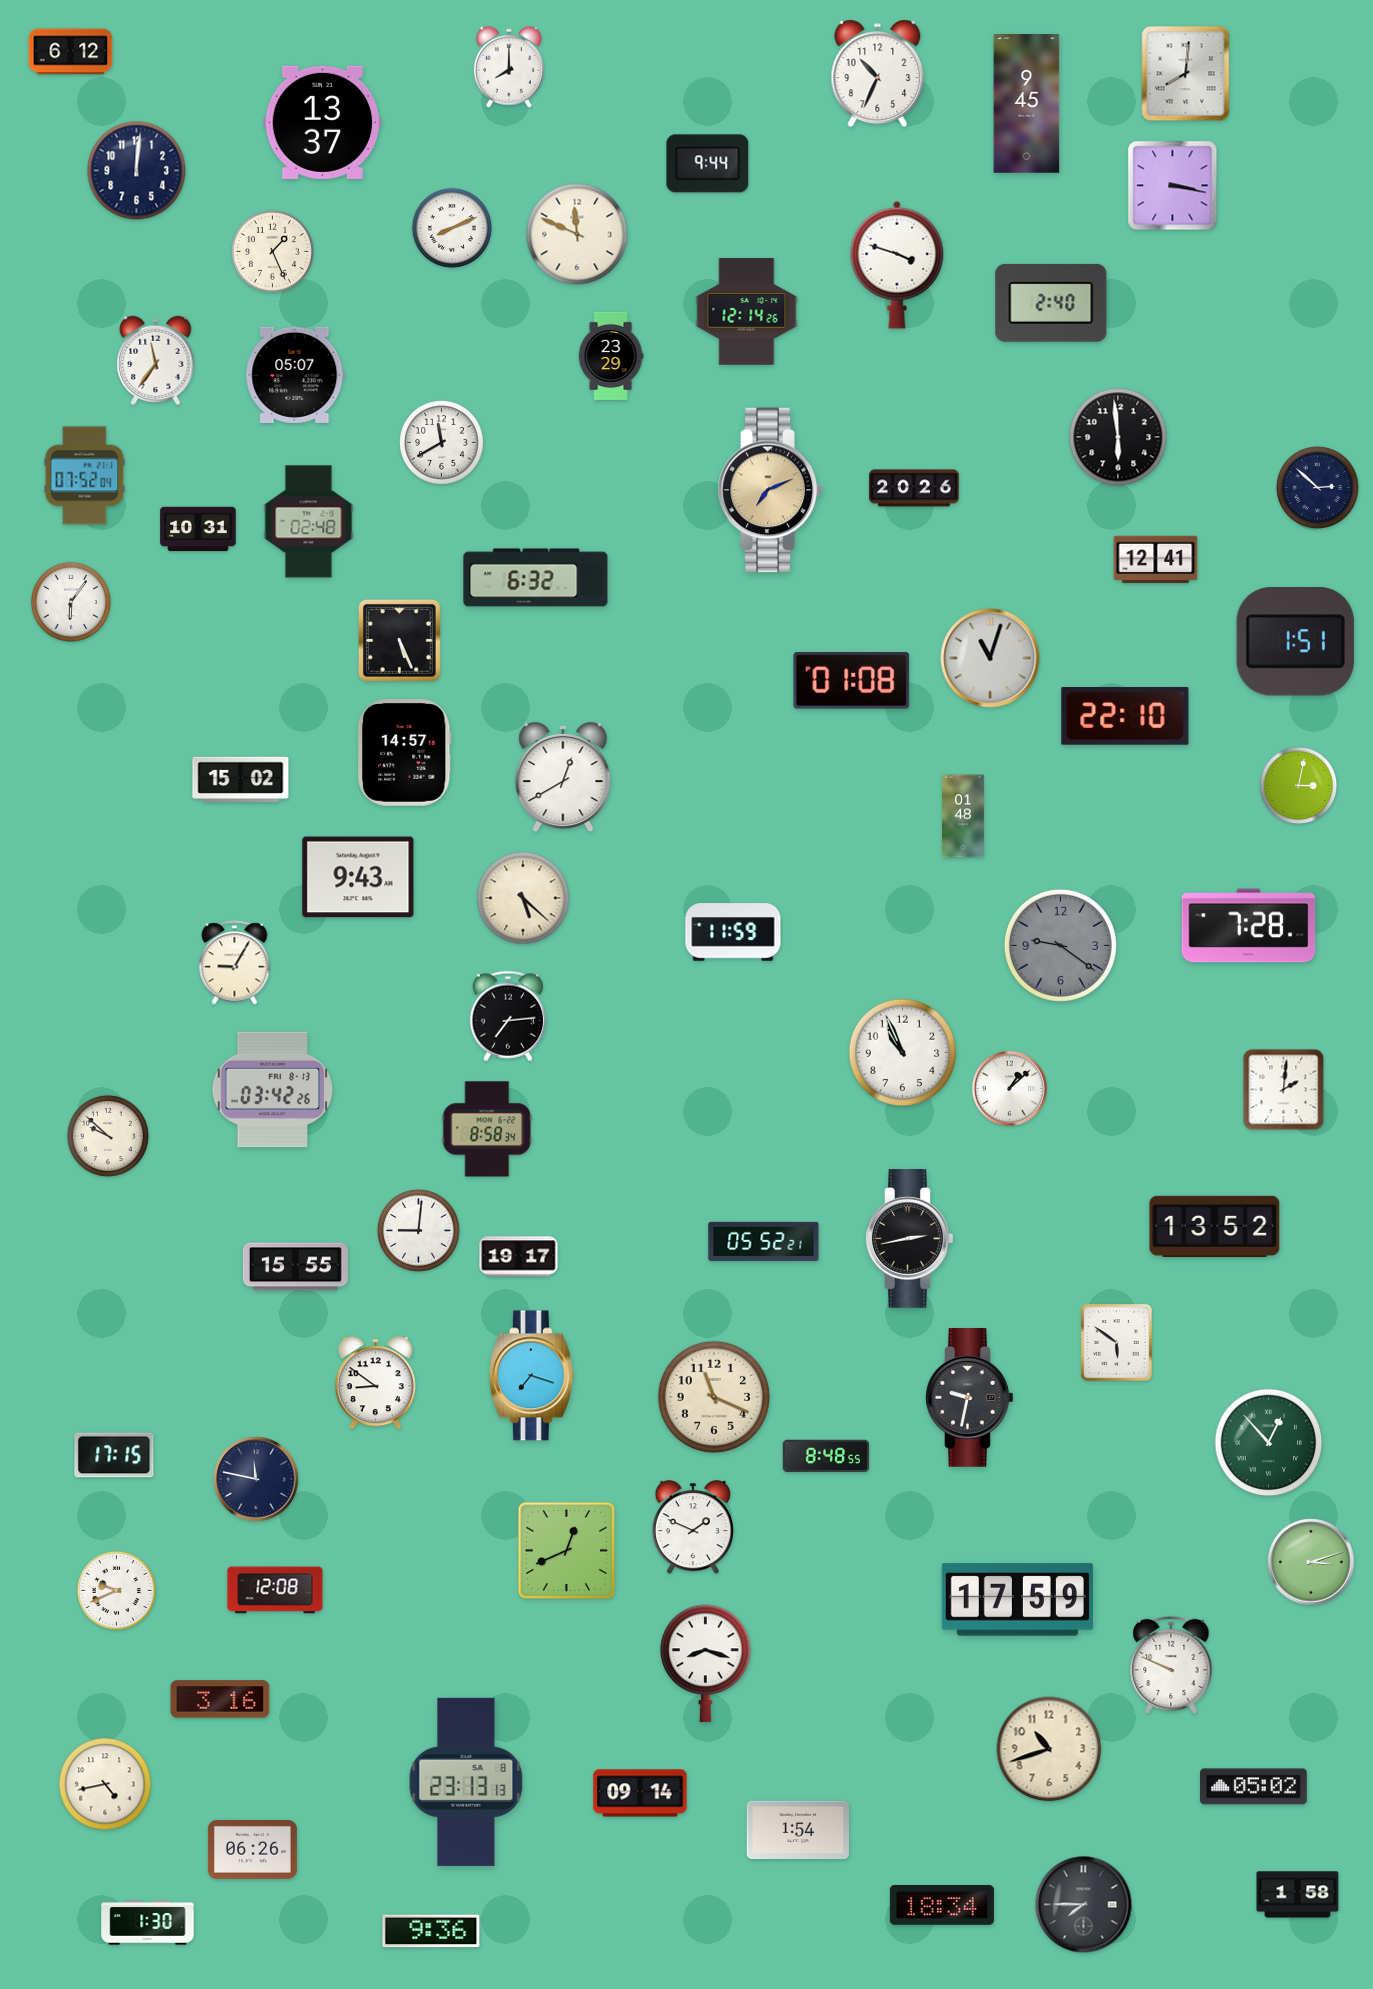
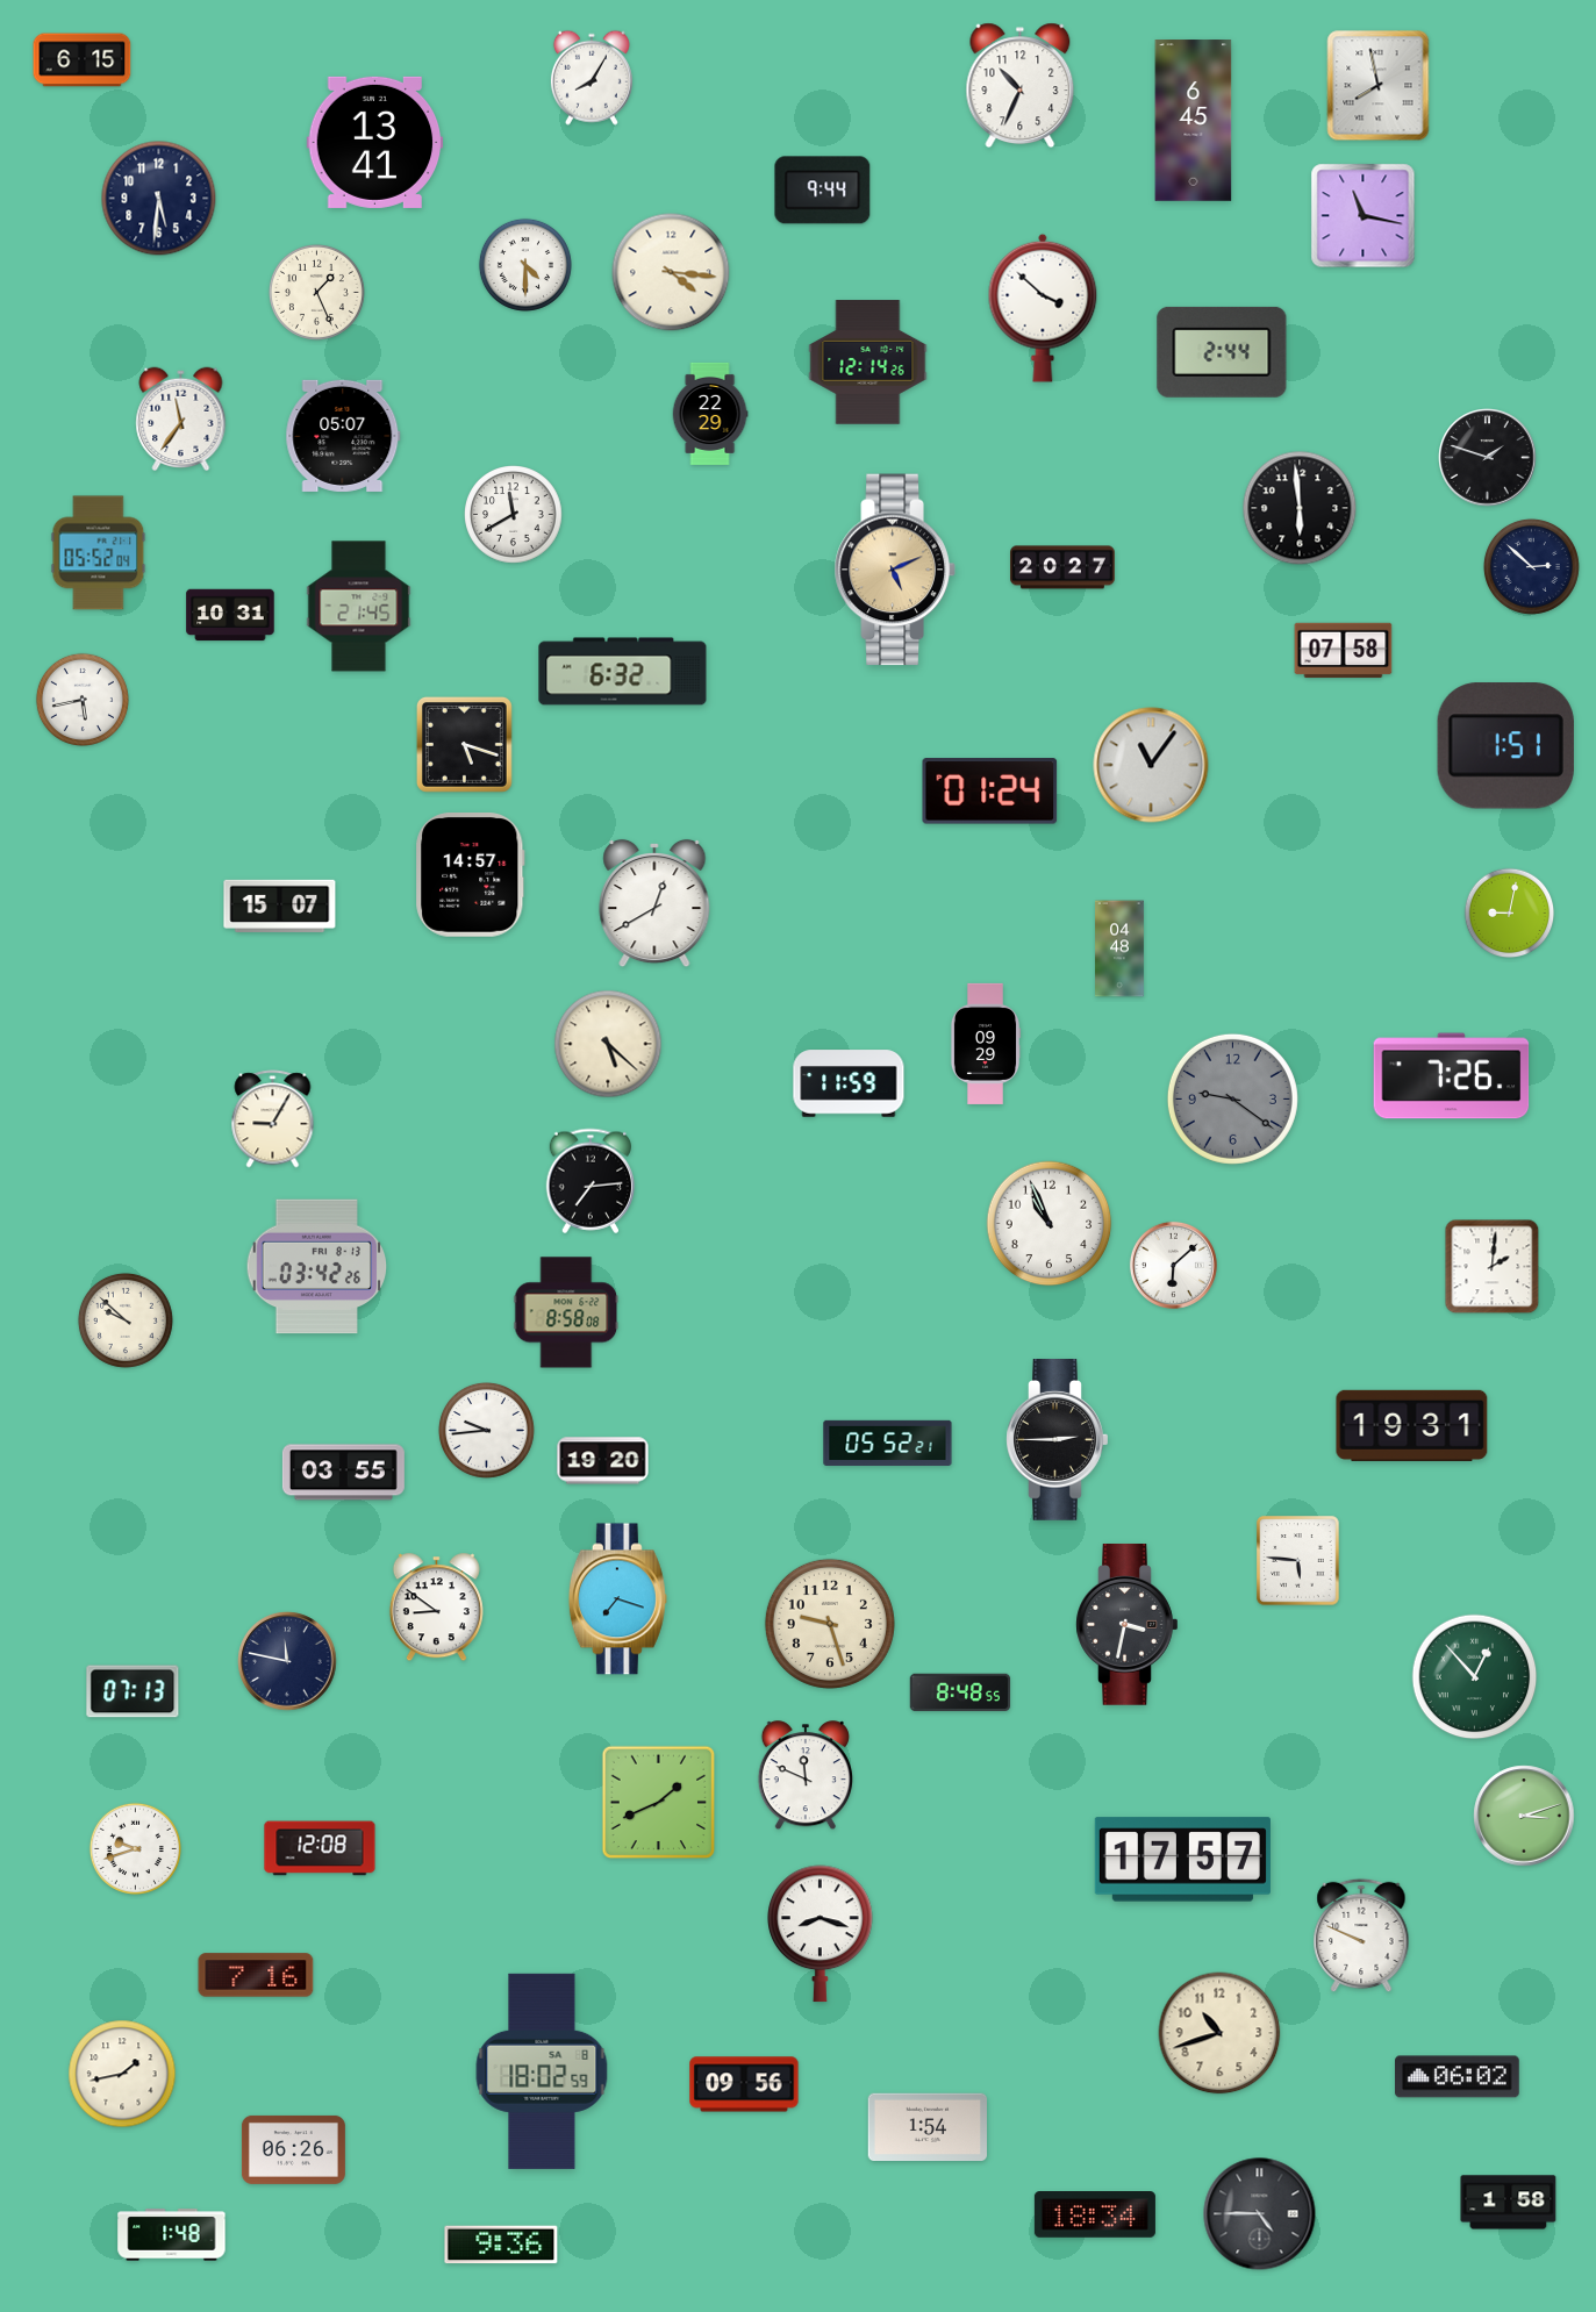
clock at (71, 52): 6:12 -> 6:15
clock at (509, 67): 8:00 -> 8:05
clock at (1186, 74): 8:01 -> 7:58
clock at (1027, 104): 9:45 -> 6:45
clock at (323, 122): 13:37 -> 13:41
clock at (137, 171): 12:01 -> 5:31
clock at (1173, 186): 3:17 -> 11:17
clock at (452, 228): 8:11 -> 4:30
clock at (577, 234): 11:49 -> 4:16
clock at (897, 265): 3:48 -> 3:52
clock at (1051, 303): 2:40 -> 2:44
clock at (611, 356): 23:29 -> 22:29
clock at (1488, 458): none -> 1:48
clock at (85, 476): 07:52 -> 05:52
clock at (915, 488): 20:26 -> 20:27
clock at (770, 490): 7:11 -> 5:11
clock at (309, 522): 02:48 -> 21:45
clock at (1156, 560): 12:41 -> 07:58
clock at (71, 602): 6:06 -> 5:43
clock at (399, 640): 5:26 -> 5:18
clock at (990, 658): 11:03 -> 11:06
clock at (852, 681): 01:08 -> 01:24
clock at (1125, 716): 22:10 -> none
clock at (241, 779): 15:02 -> 15:07
clock at (1299, 786): 3:02 -> 9:02
clock at (964, 816): 01:48 -> 04:48
clock at (358, 877): 9:43 -> none
clock at (986, 1044): none -> 09:29
clock at (1249, 926): 7:28 -> 7:26
clock at (733, 932) position: (733, 932) -> (849, 1083)
clock at (1009, 1088): 1:08 -> 6:08
clock at (487, 1129): 8:58:34 -> 8:58:08
clock at (1215, 1226): 13:52 -> 19:31
clock at (418, 1230): 9:01 -> 9:44
clock at (910, 1239): 2:43 -> 2:45
clock at (519, 1257): 19:17 -> 19:20
clock at (295, 1267): 15:55 -> 03:55
clock at (1117, 1343): 5:51 -> 5:46
clock at (714, 1397): 11:19 -> 9:27
clock at (970, 1398): 9:32 -> 3:32
clock at (114, 1455): 17:15 -> 07:13
clock at (256, 1479) position: (256, 1479) -> (287, 1661)
clock at (693, 1528): 1:49 -> 11:49
clock at (567, 1551): 12:41 -> 1:41
clock at (116, 1590): 9:41 -> 9:42
clock at (1017, 1600): 17:59 -> 17:57
clock at (220, 1699): 3:16 -> 7:16
clock at (466, 1782): 23:13 -> 18:02
clock at (105, 1784): 4:43 -> 1:43
clock at (1254, 1787): 05:02 -> 06:02
clock at (640, 1793): 09:14 -> 09:56
clock at (1084, 1905): 7:45 -> 4:45
clock at (148, 1923): 1:30 -> 1:48
